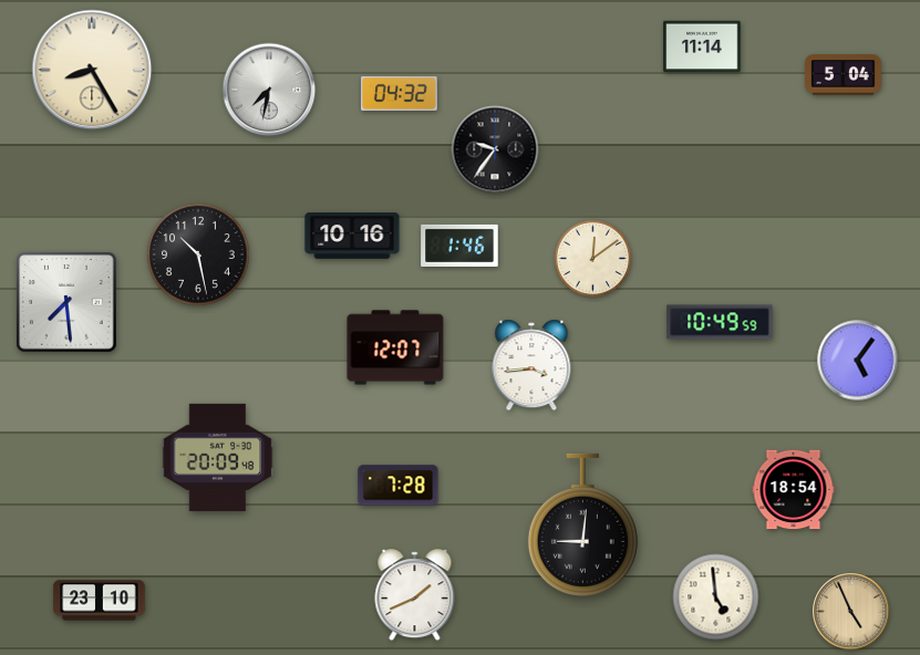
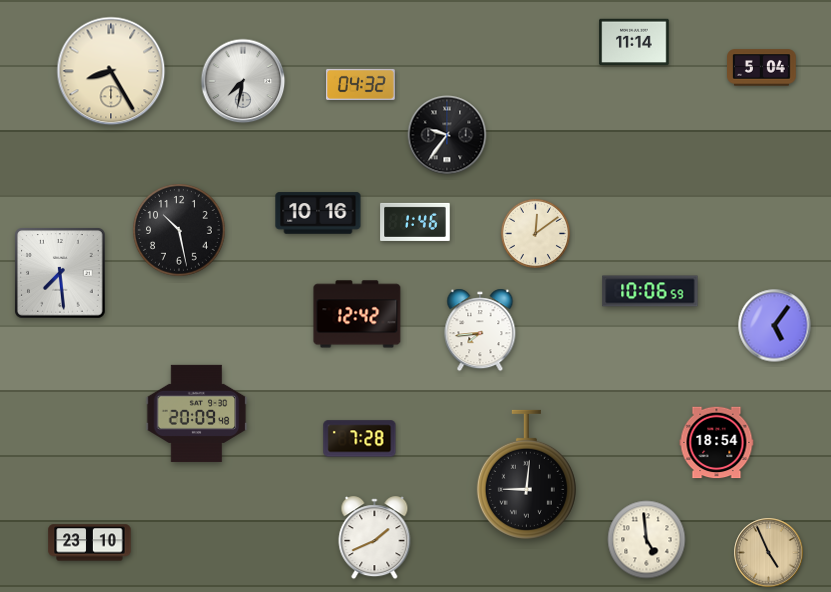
clock at (92, 70) position: (92, 70) -> (111, 71)
clock at (720, 322): 10:49 -> 10:06
clock at (395, 347): 12:07 -> 12:42
clock at (531, 365): 3:44 -> 7:44
